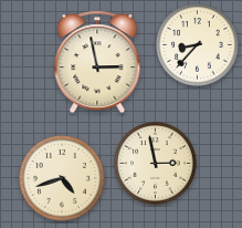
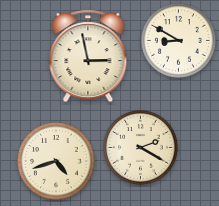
clock at (198, 45): 8:37 -> 8:50
clock at (156, 164): 2:58 -> 2:20
